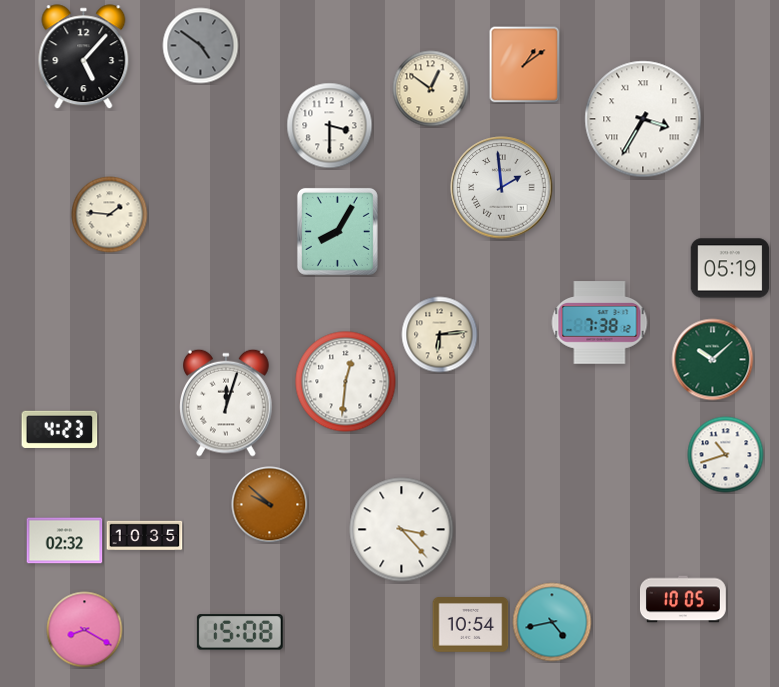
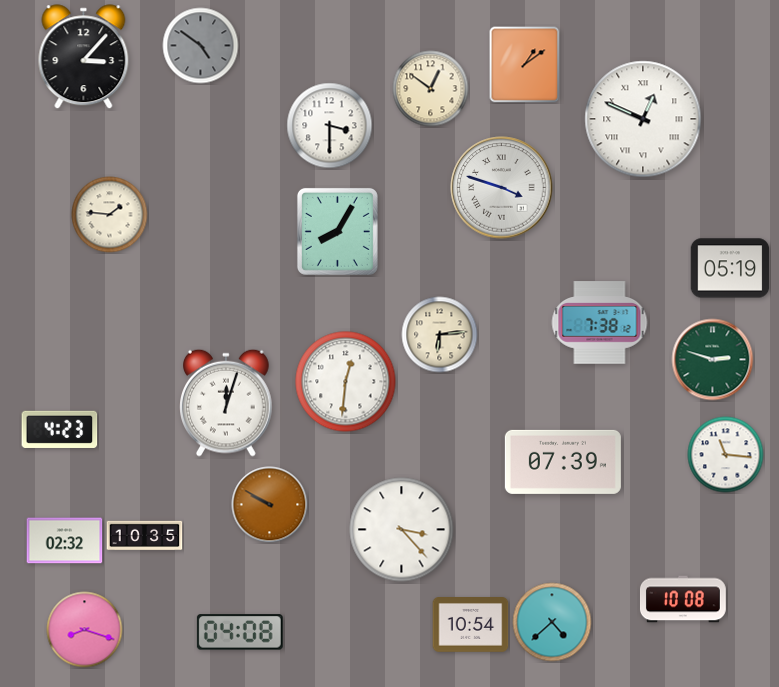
clock at (84, 57): 5:07 -> 3:07
clock at (643, 119): 3:35 -> 12:49
clock at (502, 188): 1:59 -> 3:48
clock at (713, 360): 10:08 -> 2:48
clock at (726, 455): 10:42 -> 11:16
clock at (563, 462): none -> 07:39
clock at (270, 505): 9:52 -> 9:50
clock at (683, 599): 10:05 -> 10:08
clock at (552, 622): 4:43 -> 4:38
clock at (85, 630): 8:20 -> 8:18
clock at (240, 632): 15:08 -> 04:08
